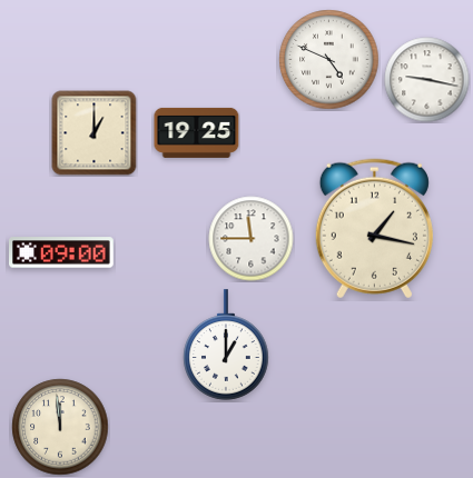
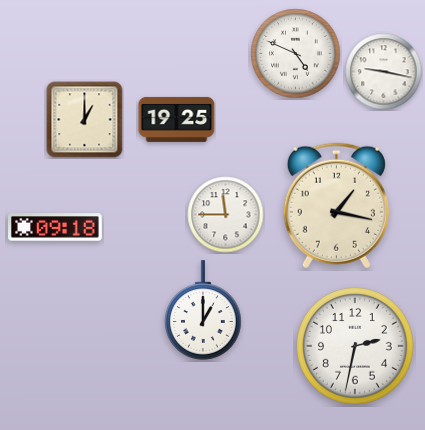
clock at (62, 252): 09:00 -> 09:18
clock at (356, 347): none -> 2:32
clock at (60, 427): 11:59 -> none
